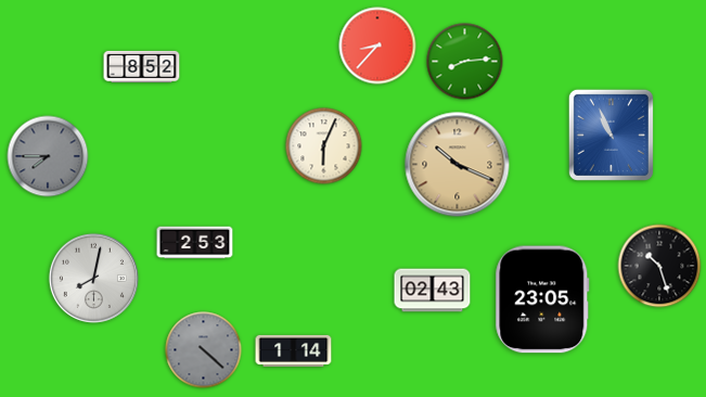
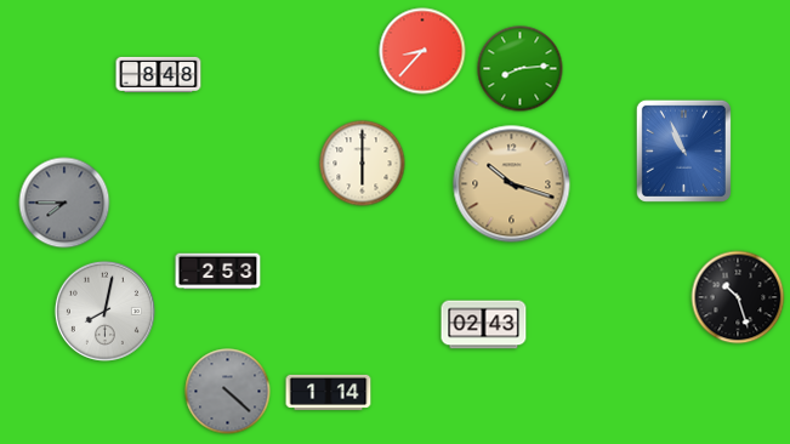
clock at (142, 66): 8:52 -> 8:48
clock at (324, 146): 6:04 -> 6:00
clock at (48, 156) position: (48, 156) -> (64, 203)
clock at (458, 165): 10:19 -> 10:18
clock at (542, 299): 23:05 -> none
